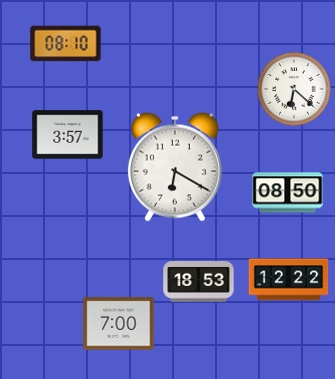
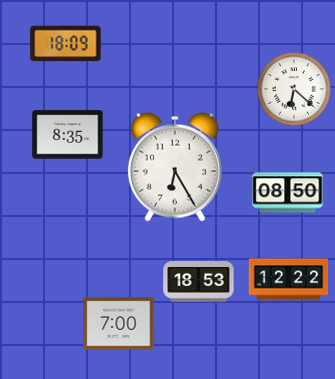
clock at (66, 44): 08:10 -> 18:09
clock at (68, 135): 3:57 -> 8:35
clock at (175, 167): 6:20 -> 6:25
